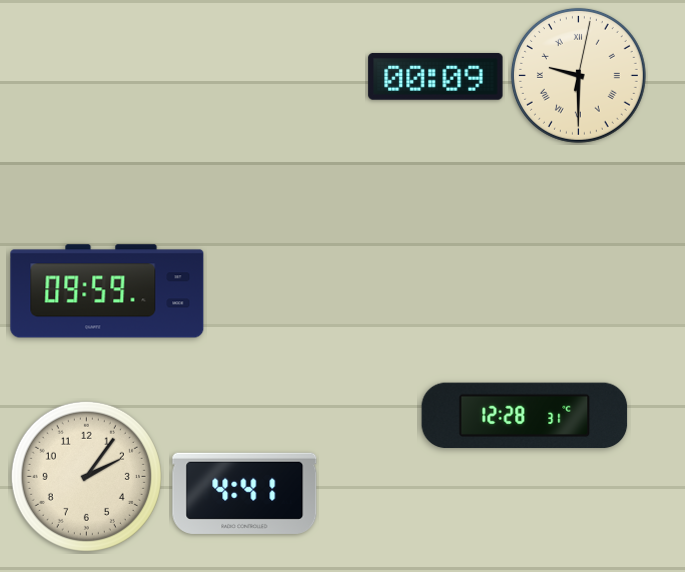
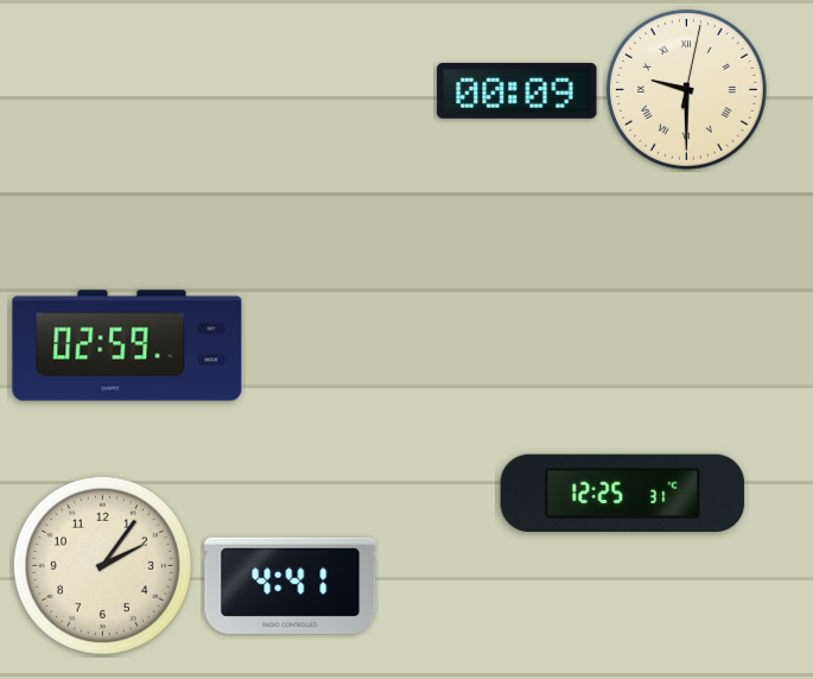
clock at (107, 291): 09:59 -> 02:59
clock at (525, 416): 12:28 -> 12:25
